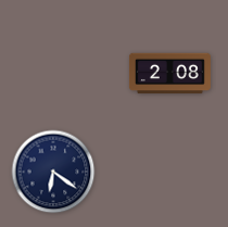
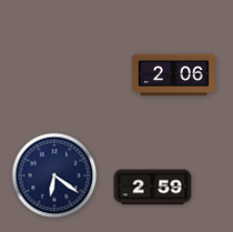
clock at (169, 74): 2:08 -> 2:06
clock at (153, 188): none -> 2:59
